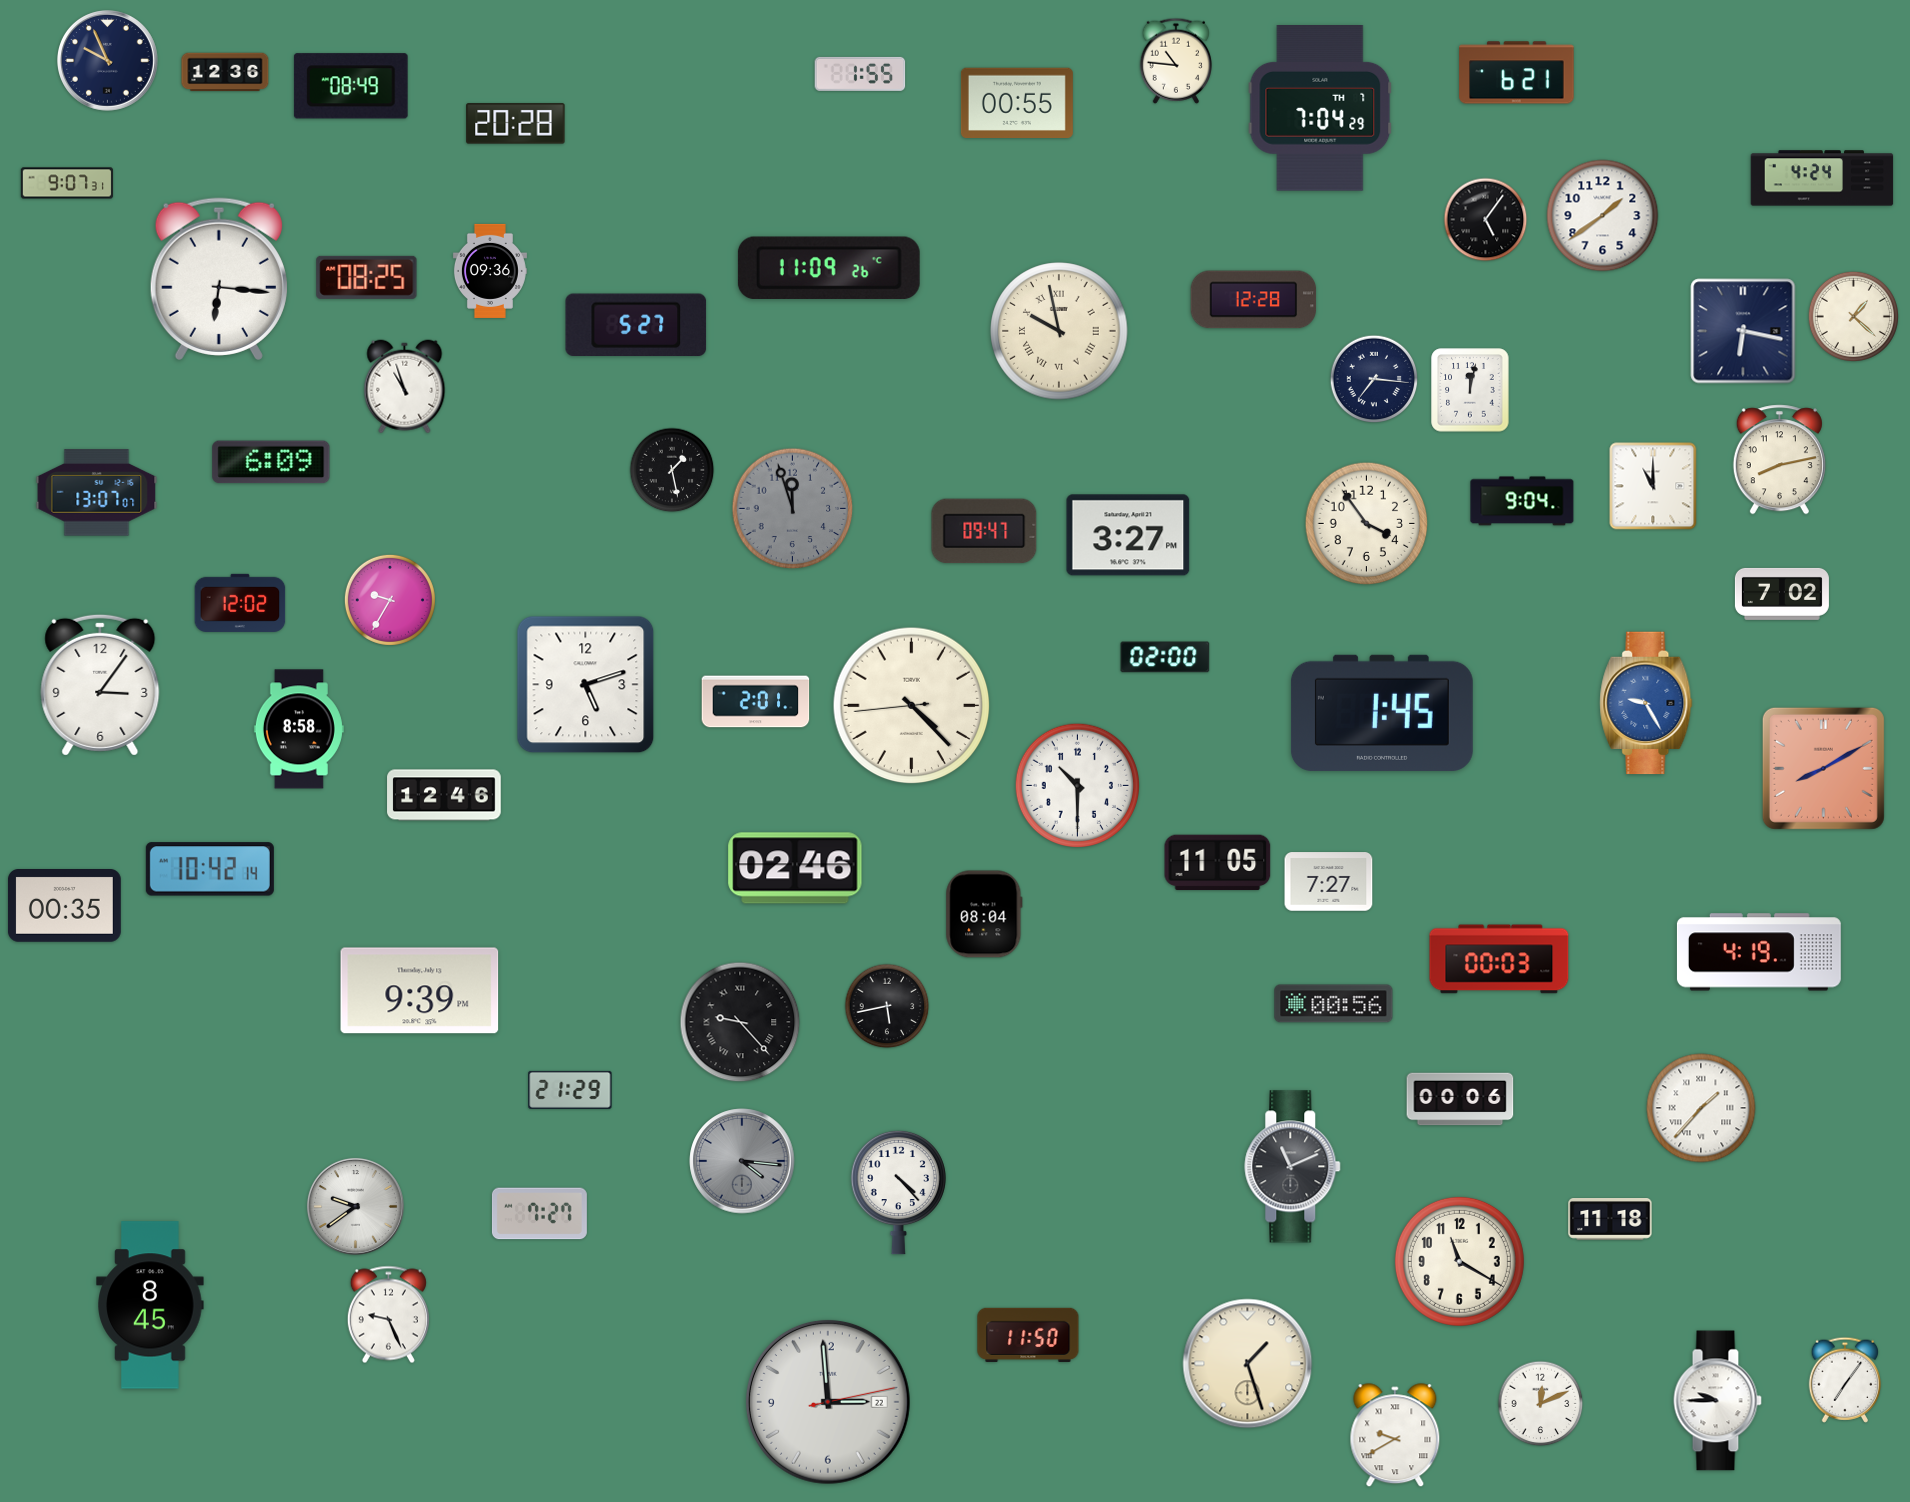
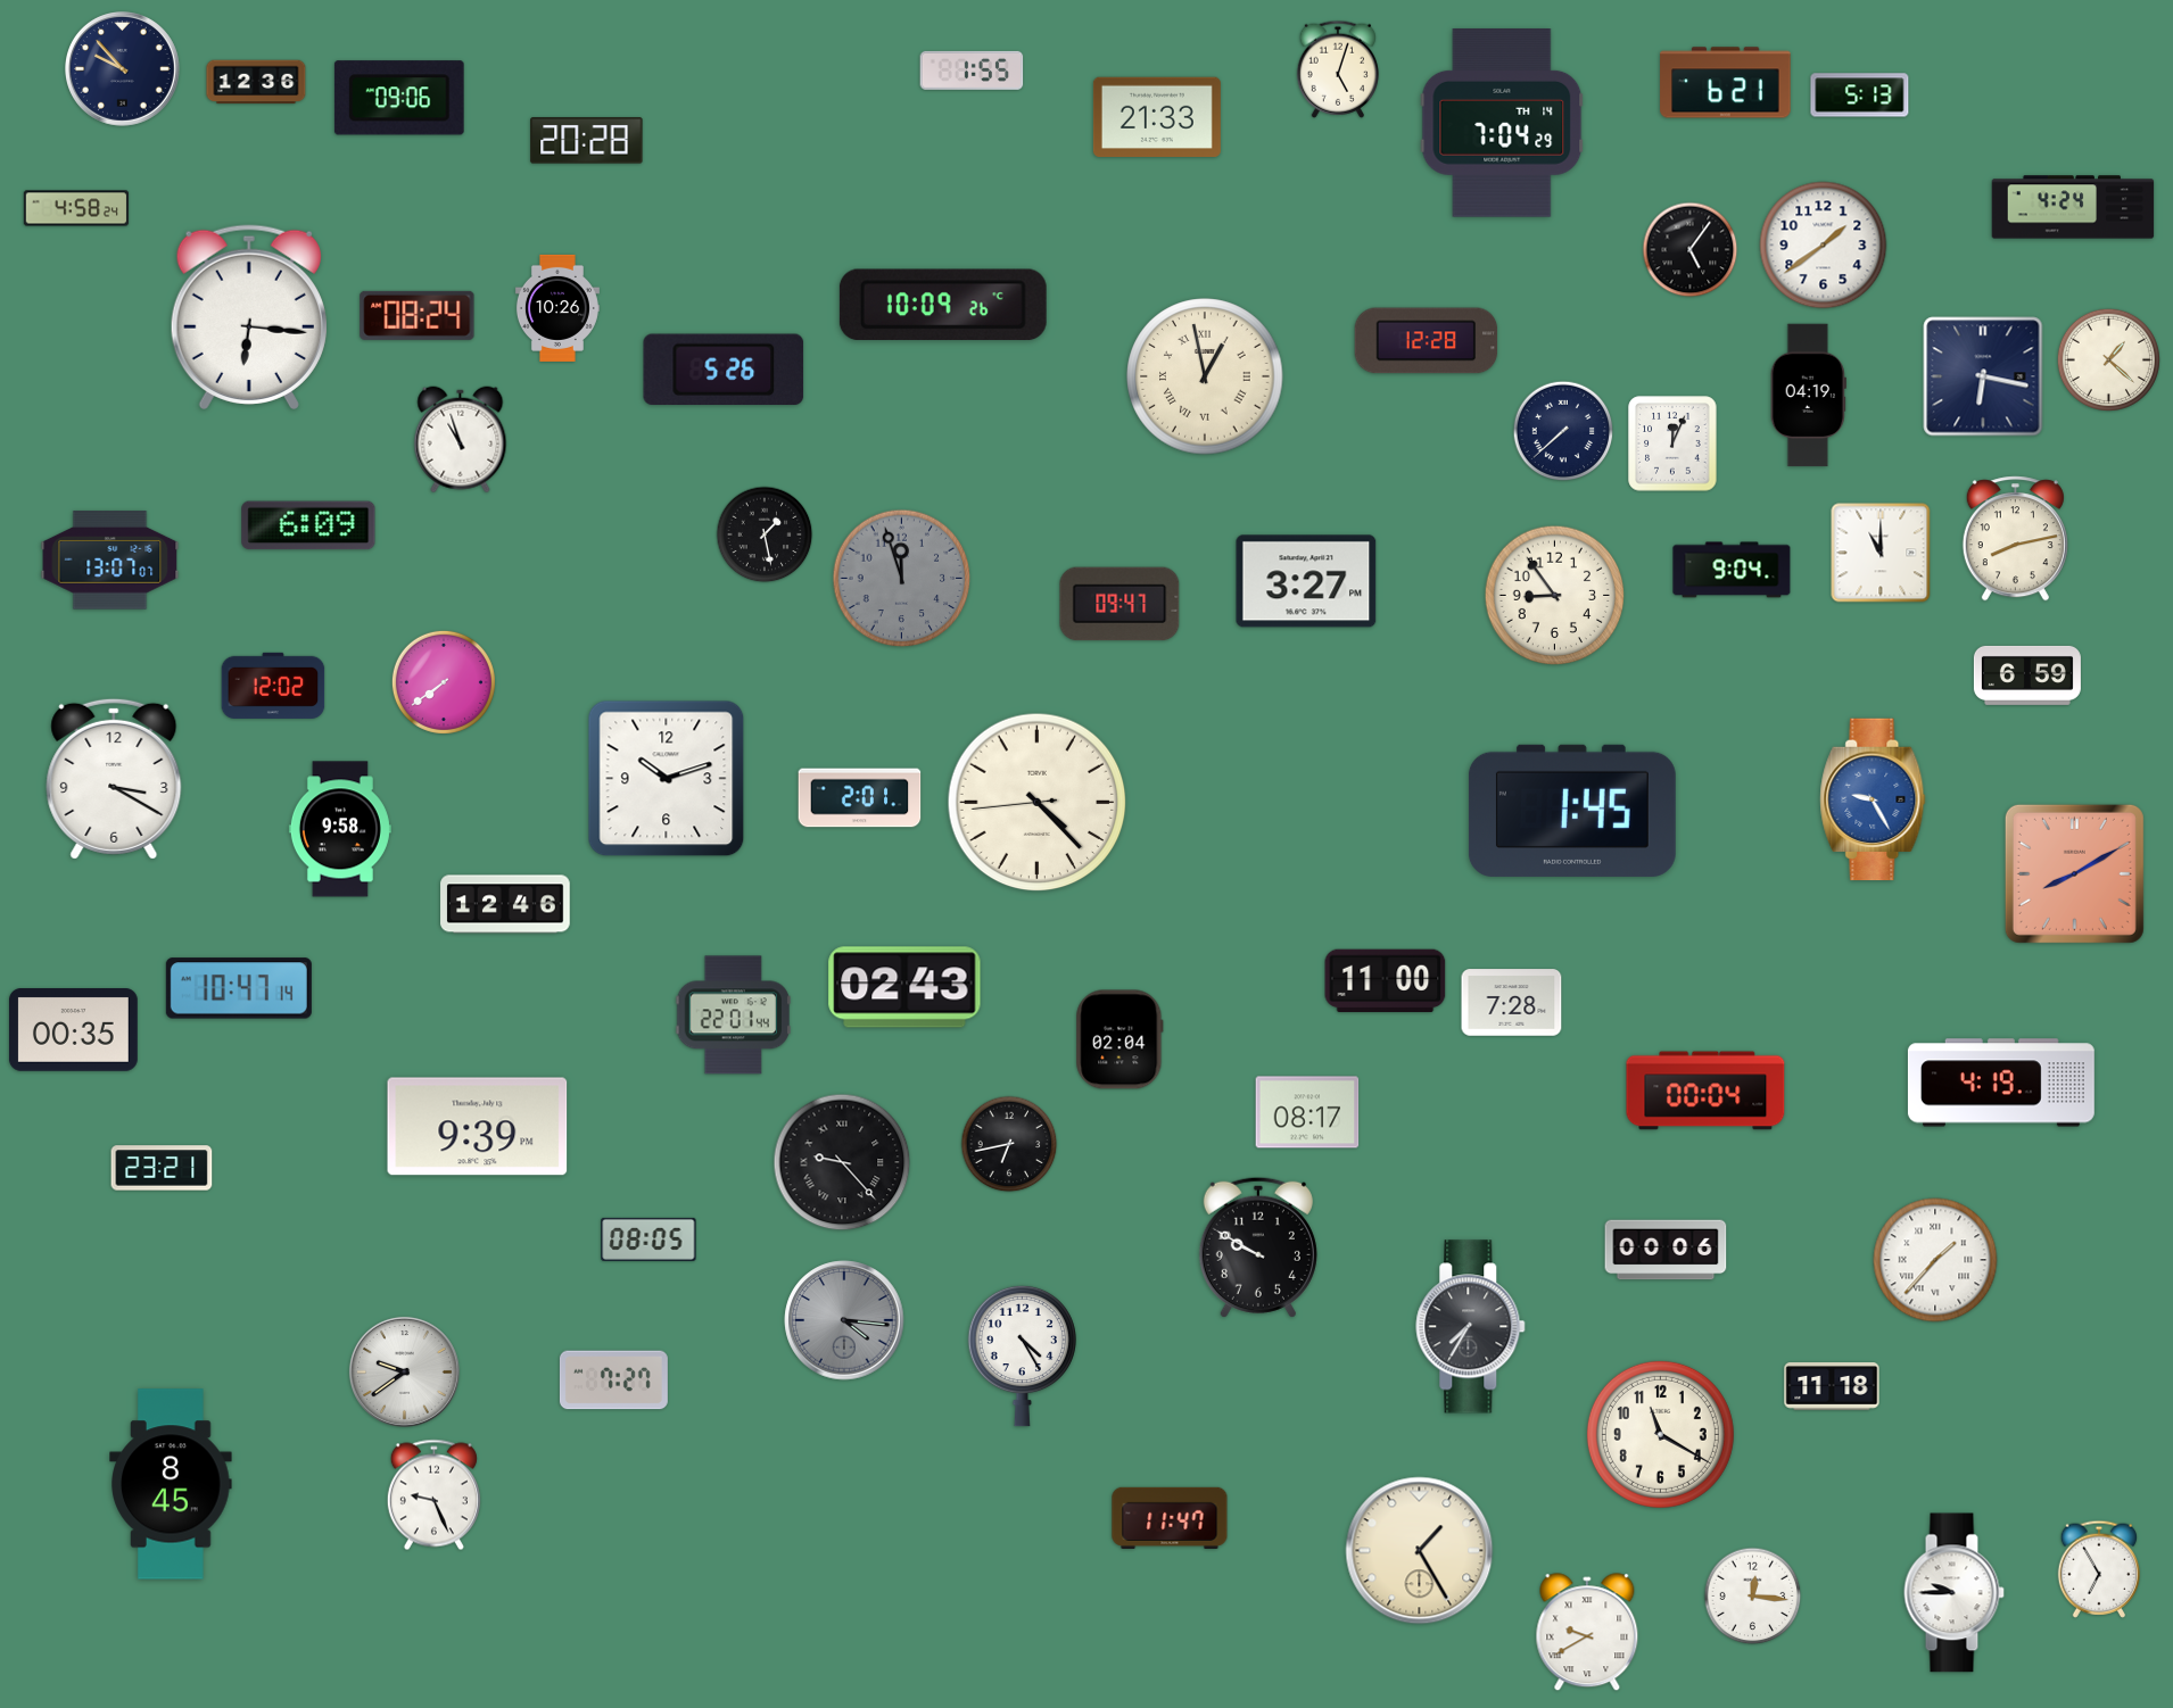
clock at (108, 61): 9:56 -> 9:53
clock at (1175, 61): 10:46 -> 5:03
clock at (860, 74) position: (860, 74) -> (972, 71)
clock at (1860, 96): none -> 5:13
clock at (351, 86): 08:49 -> 09:06
clock at (1017, 102): 00:55 -> 21:33
clock at (1320, 109) date: TH 7 -> TH 14
clock at (1822, 178) position: (1822, 178) -> (2073, 207)
clock at (67, 183): 9:07 -> 4:58
clock at (829, 267): 11:09 -> 10:09
clock at (490, 271): 09:36 -> 10:26
clock at (367, 277): 08:25 -> 08:24
clock at (636, 325): 5:27 -> 5:26
clock at (1059, 331): 9:58 -> 12:58
clock at (1808, 396): none -> 04:19
clock at (1374, 379): 7:16 -> 7:38
clock at (1470, 390): 12:02 -> 12:04
clock at (1779, 460) position: (1779, 460) -> (2015, 539)
clock at (1367, 524): 3:54 -> 8:54
clock at (1128, 535) position: (1128, 535) -> (1306, 581)
clock at (1782, 594): 7:02 -> 6:59
clock at (390, 600): 9:35 -> 7:39
clock at (1165, 657): 02:00 -> none
clock at (100, 685): 3:06 -> 3:20
clock at (586, 685): 5:12 -> 10:12
clock at (299, 729): 8:58 -> 9:58
clock at (1077, 785): 10:30 -> none
clock at (1218, 863): 11:05 -> 11:00
clock at (795, 868): 02:46 -> 02:43
clock at (210, 869): 10:42 -> 10:47
clock at (1329, 882): 7:27 -> 7:28
clock at (733, 1015): none -> 22:01
clock at (984, 914): 08:04 -> 02:04
clock at (1499, 959): 00:03 -> 00:04
clock at (1307, 1112): none -> 08:17
clock at (1334, 1004): 00:56 -> none
clock at (887, 1006): 5:43 -> 6:43
clock at (162, 1168): none -> 23:21
clock at (570, 1090): 21:29 -> 08:05
clock at (1258, 1247): none -> 9:50
clock at (1460, 1099) position: (1460, 1099) -> (1666, 1250)
clock at (1293, 1167): 11:11 -> 7:35
clock at (898, 1192): 4:23 -> 4:25
clock at (388, 1315) position: (388, 1315) -> (433, 1495)
clock at (1028, 1335): 11:50 -> 11:47
clock at (1248, 1364): 1:27 -> 1:25
clock at (1844, 1380): 7:06 -> 6:55
clock at (828, 1402): 2:59 -> none
clock at (1541, 1404): 12:11 -> 12:16
